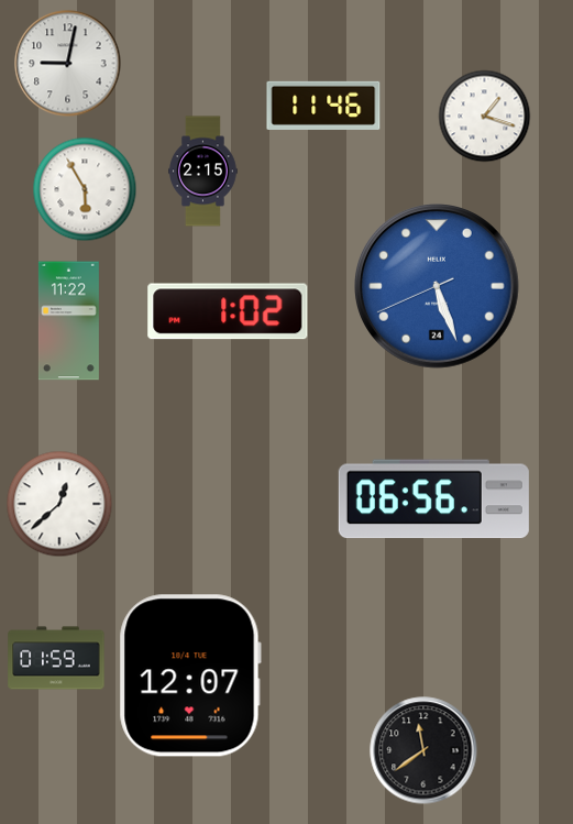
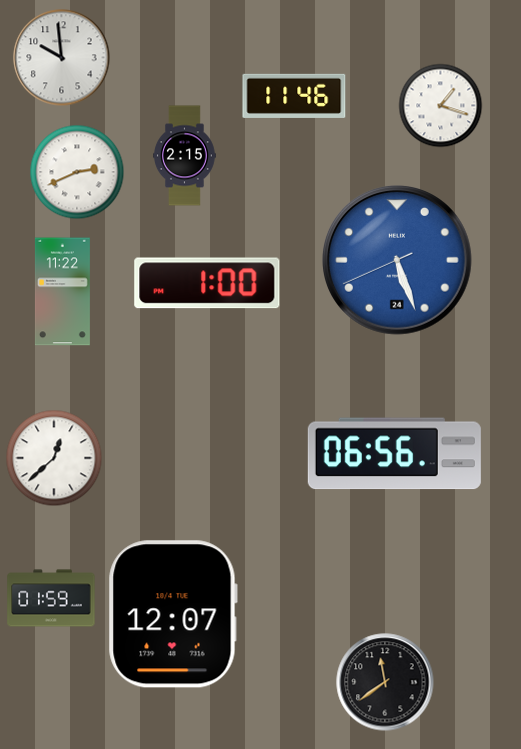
clock at (68, 64): 9:02 -> 9:59
clock at (85, 189): 5:55 -> 2:41
clock at (228, 311): 1:02 -> 1:00
